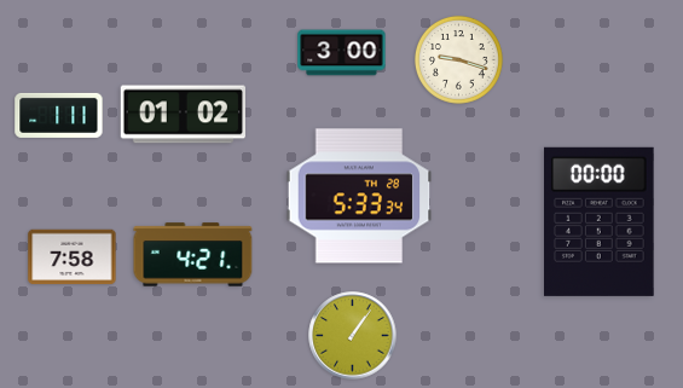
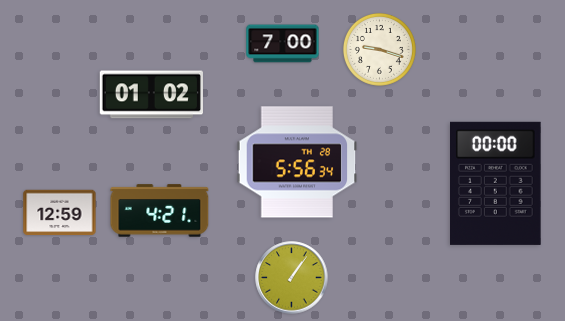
clock at (342, 53): 3:00 -> 7:00
clock at (59, 115): 1:11 -> none
clock at (359, 196): 5:33 -> 5:56
clock at (73, 257): 7:58 -> 12:59
